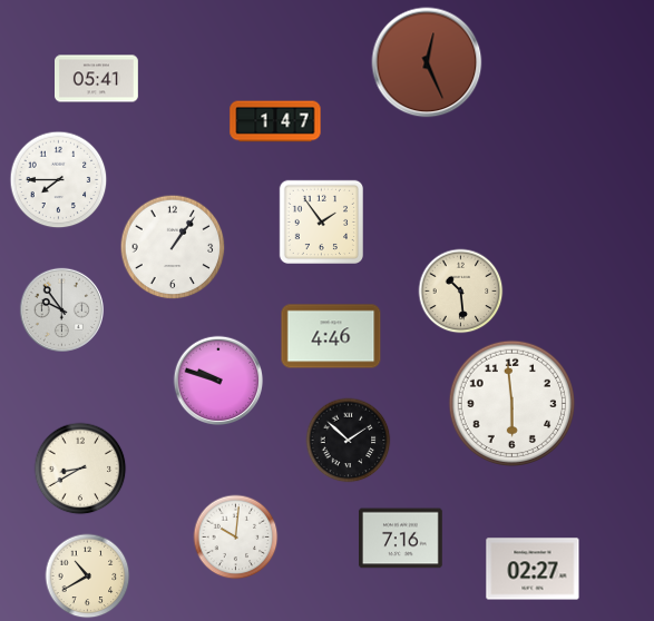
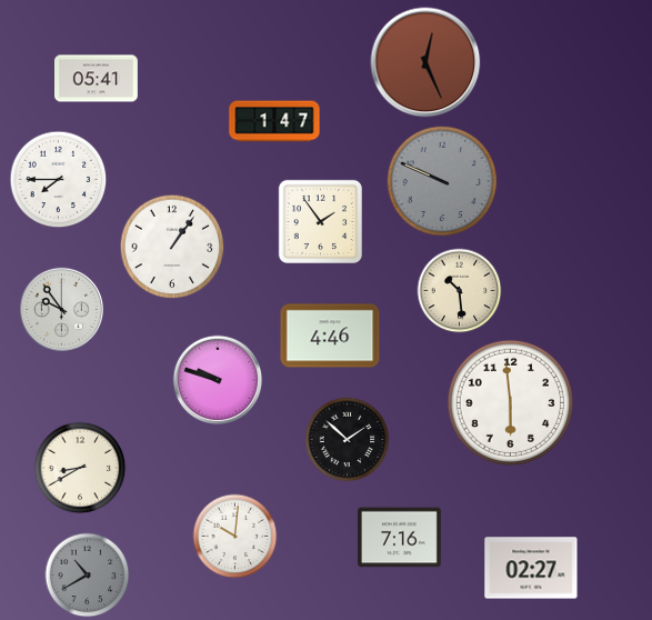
clock at (442, 181): none -> 9:49
clock at (88, 576) dial: cream -> grey
